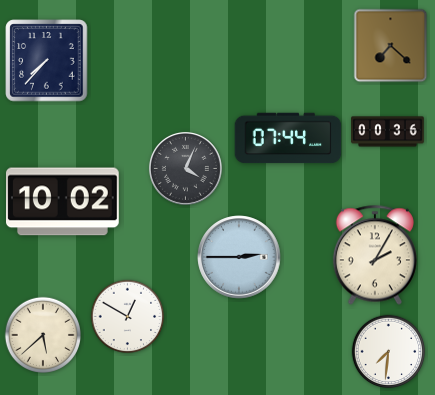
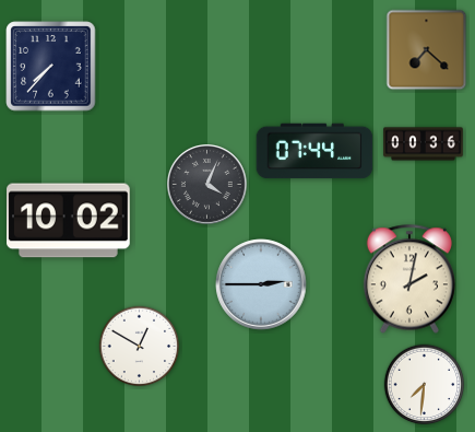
clock at (185, 168) position: (185, 168) -> (206, 184)
clock at (375, 255): 2:05 -> 2:02
clock at (239, 257) position: (239, 257) -> (261, 284)
clock at (42, 334): 5:38 -> none
